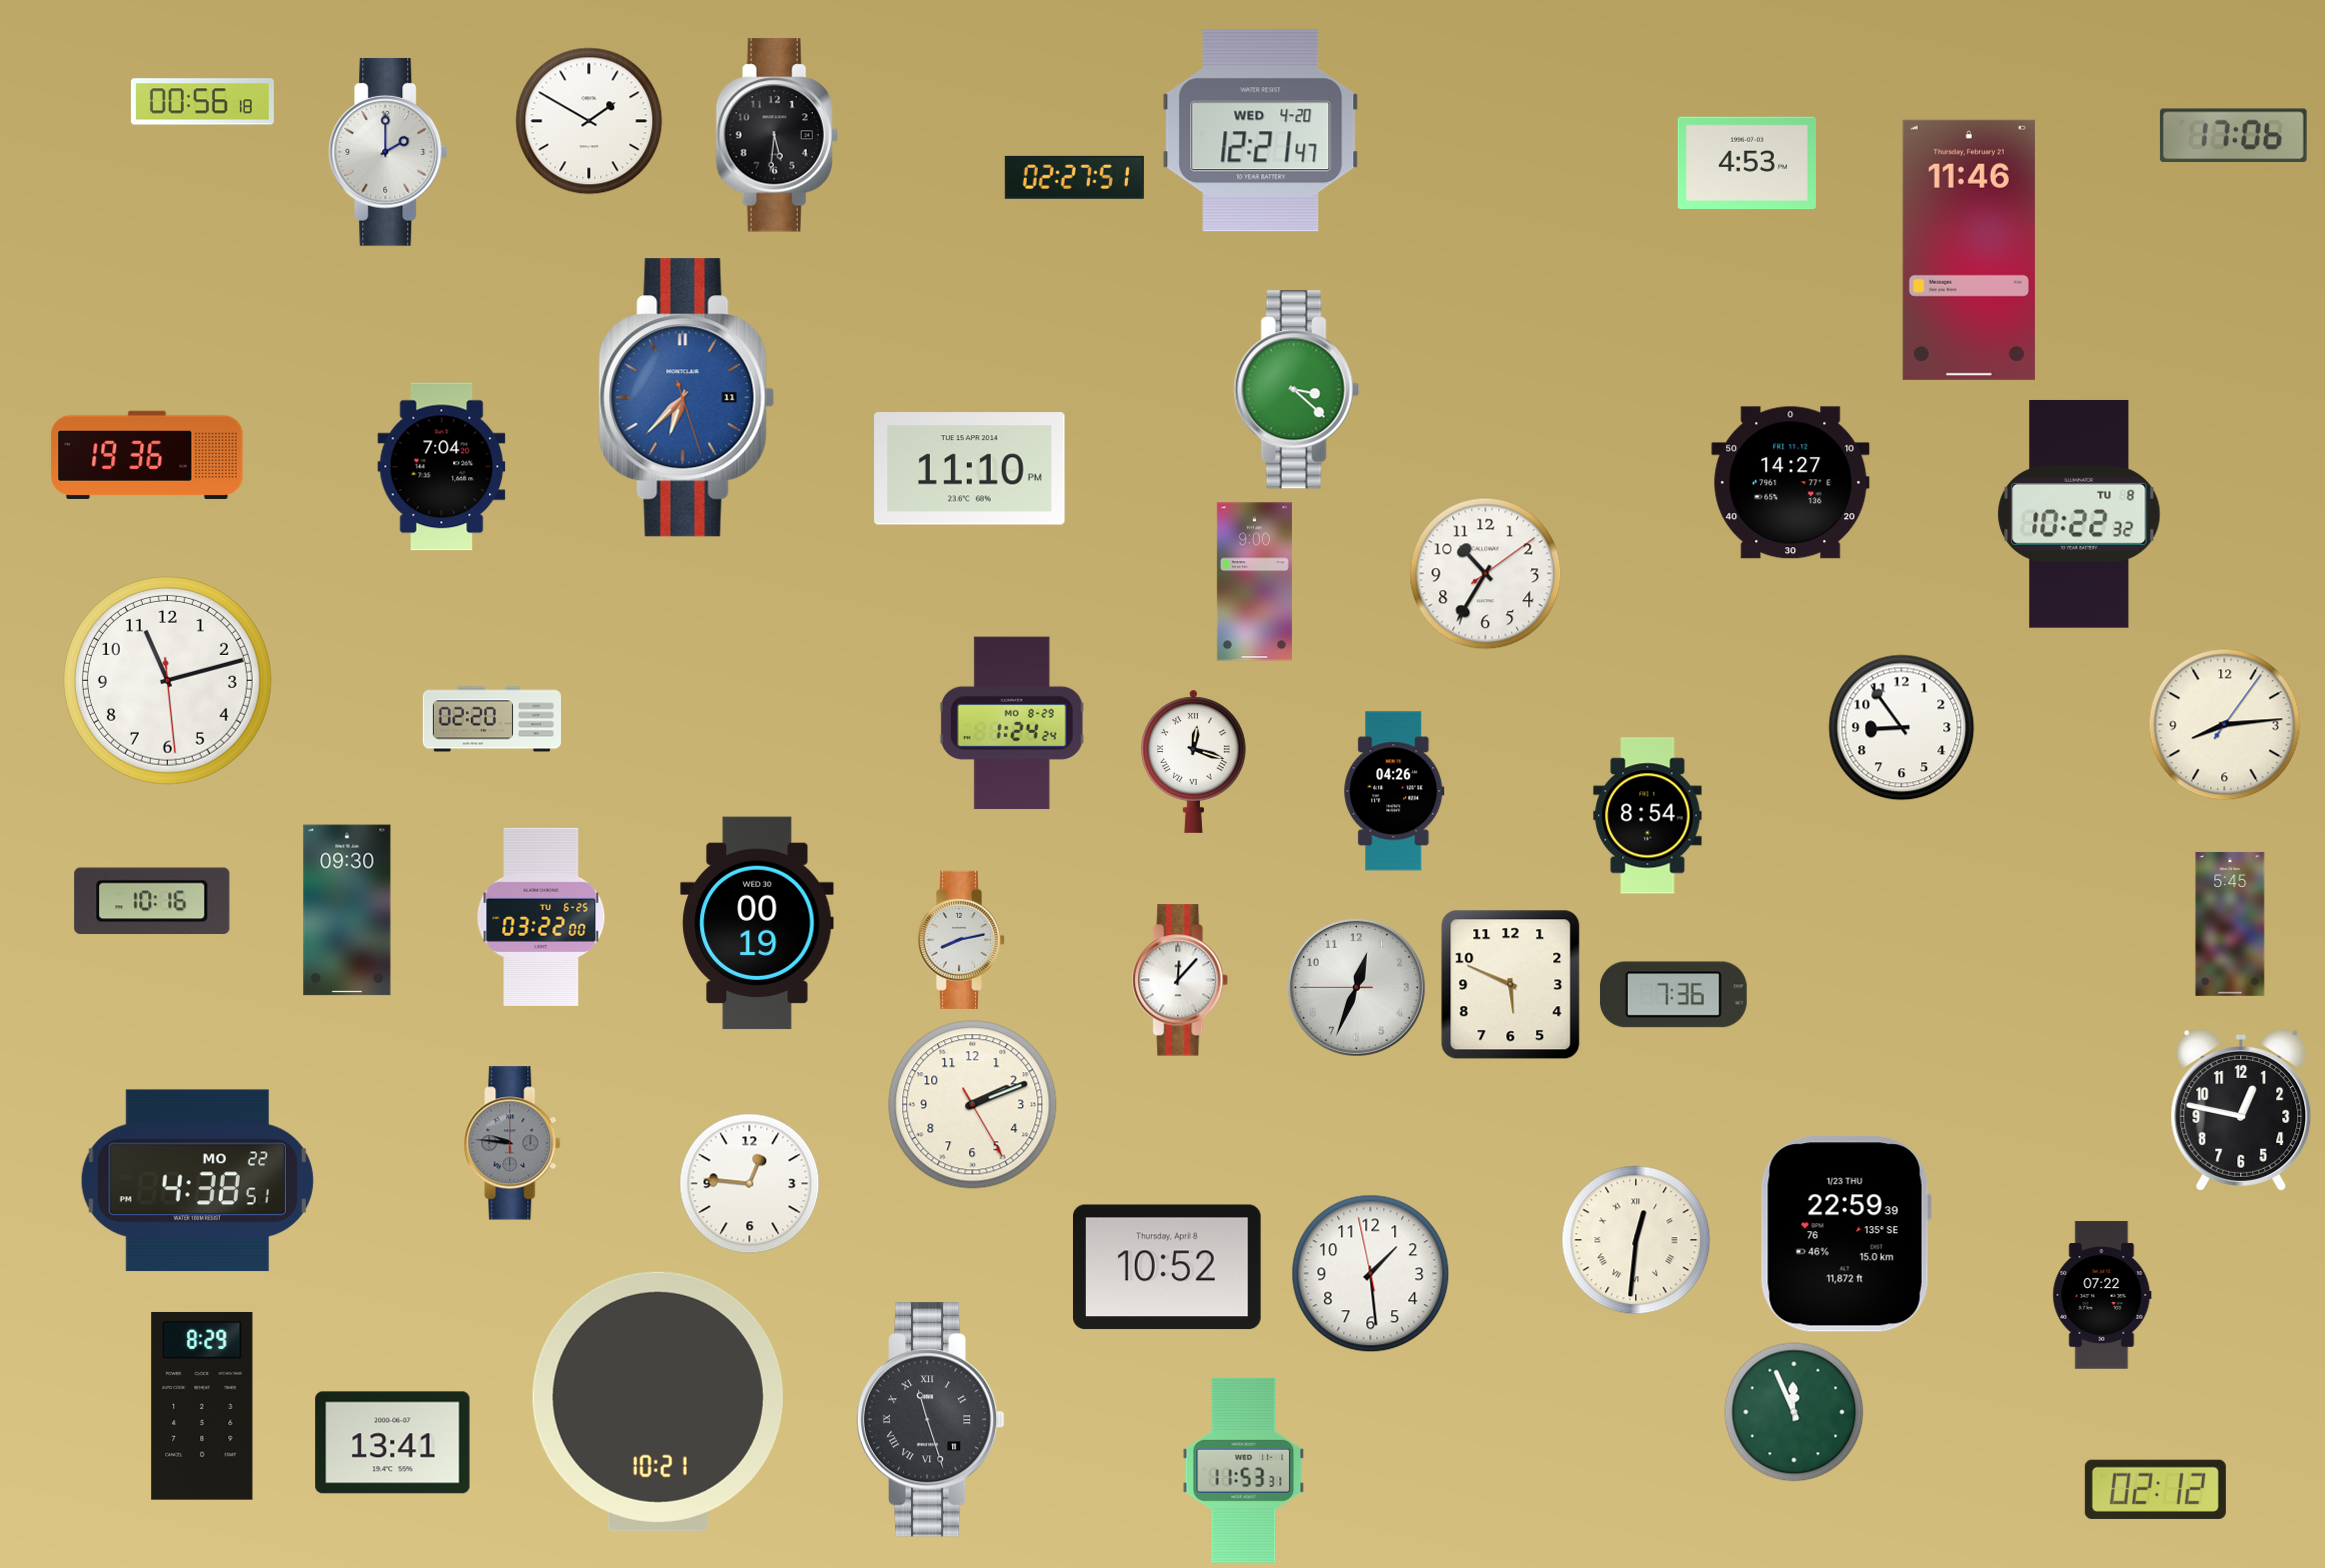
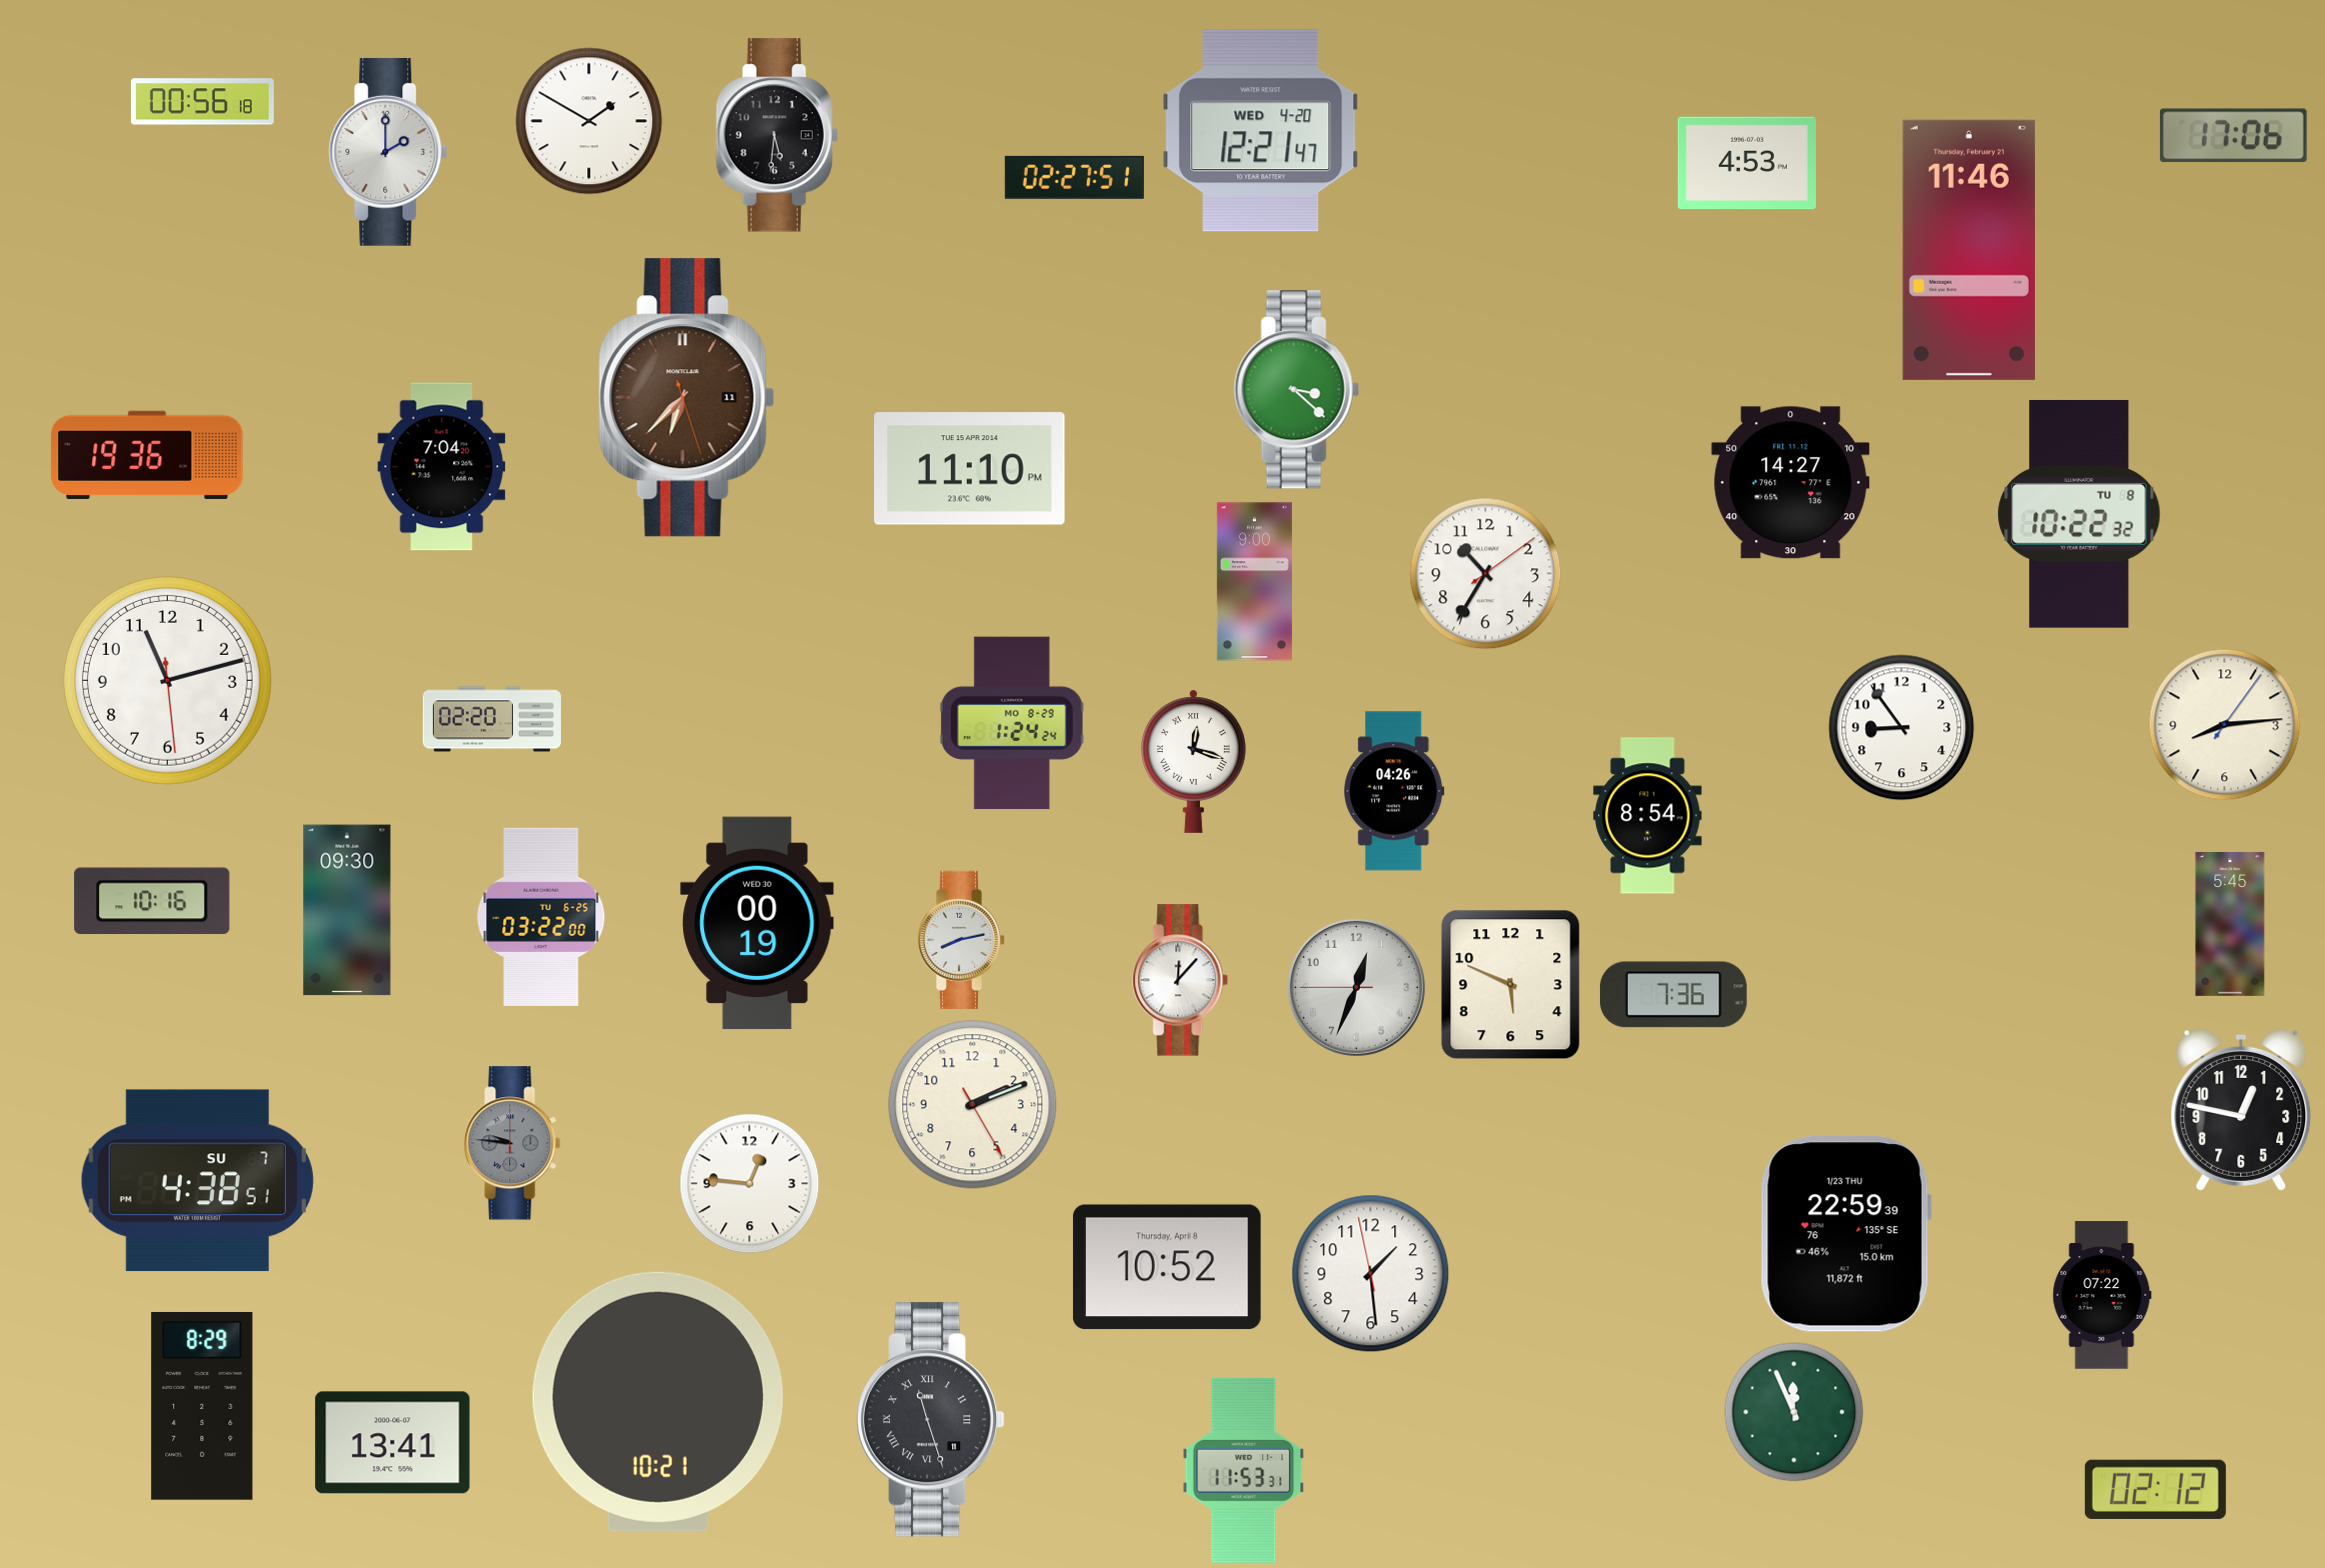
clock at (687, 398) dial: blue -> brown
clock at (197, 1181) date: MO 22 -> SU 7
clock at (1636, 1240): 12:31 -> none
